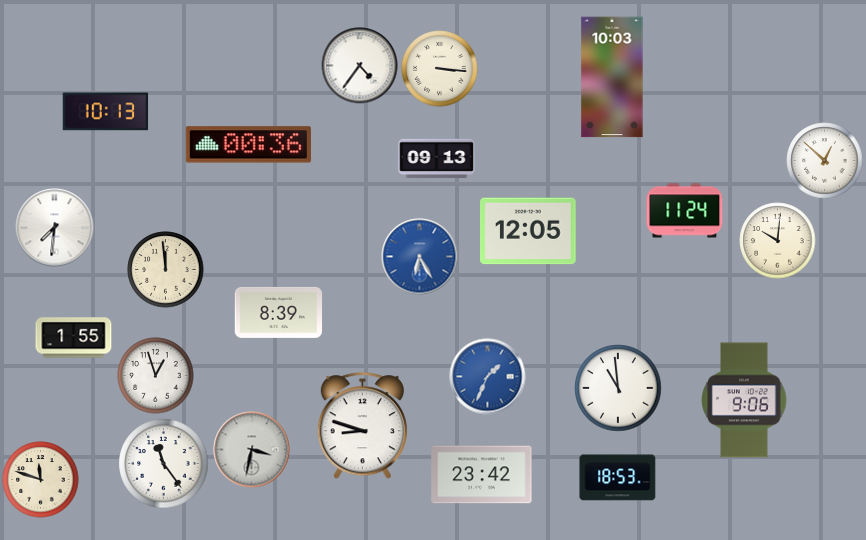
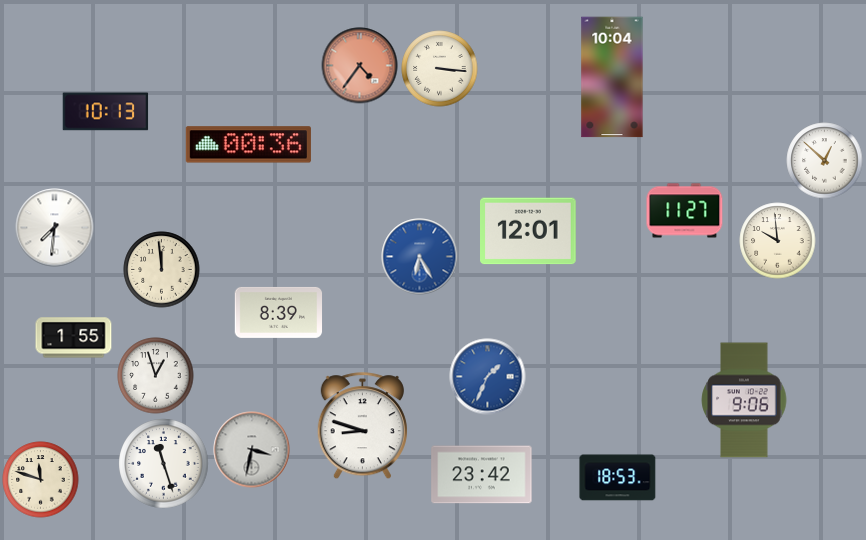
clock at (360, 66) dial: white -> salmon
clock at (612, 77): 10:03 -> 10:04
clock at (437, 158): 09:13 -> none
clock at (685, 211): 11:24 -> 11:27
clock at (529, 231): 12:05 -> 12:01
clock at (778, 241): 10:01 -> 9:59
clock at (166, 270) position: (166, 270) -> (162, 270)
clock at (618, 388): 10:59 -> none
clock at (164, 464): 11:24 -> 11:27
